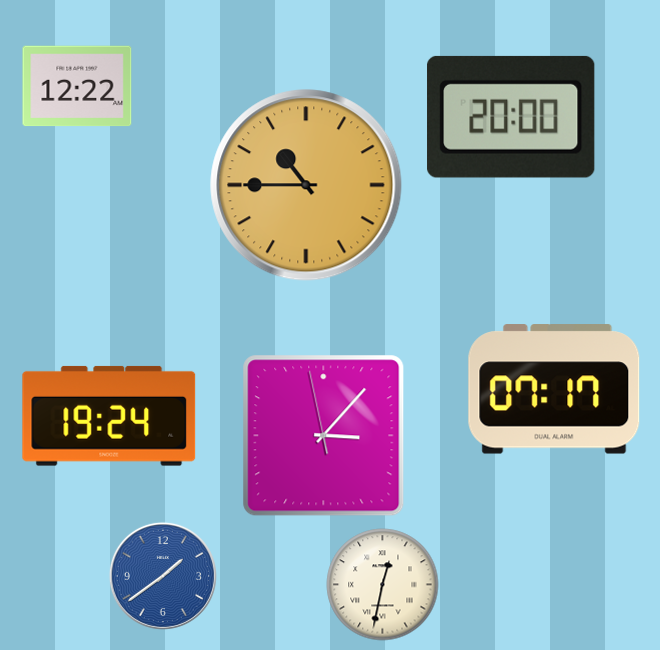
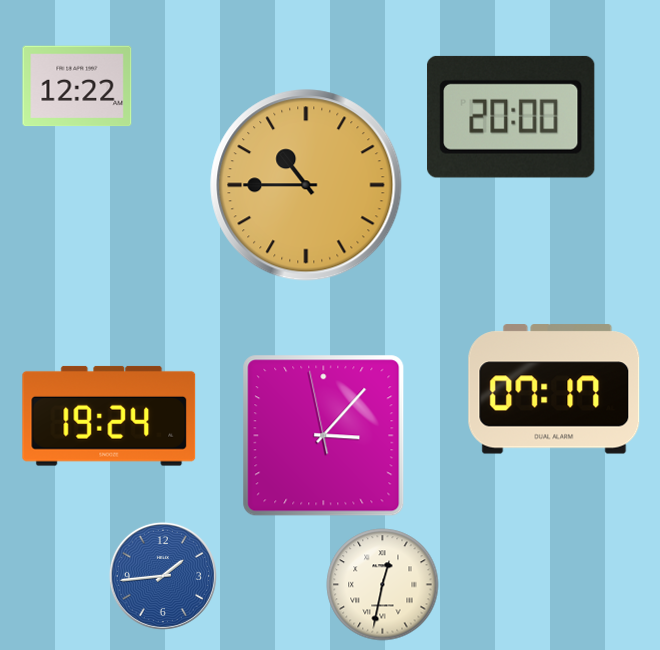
clock at (163, 576): 1:39 -> 1:44
